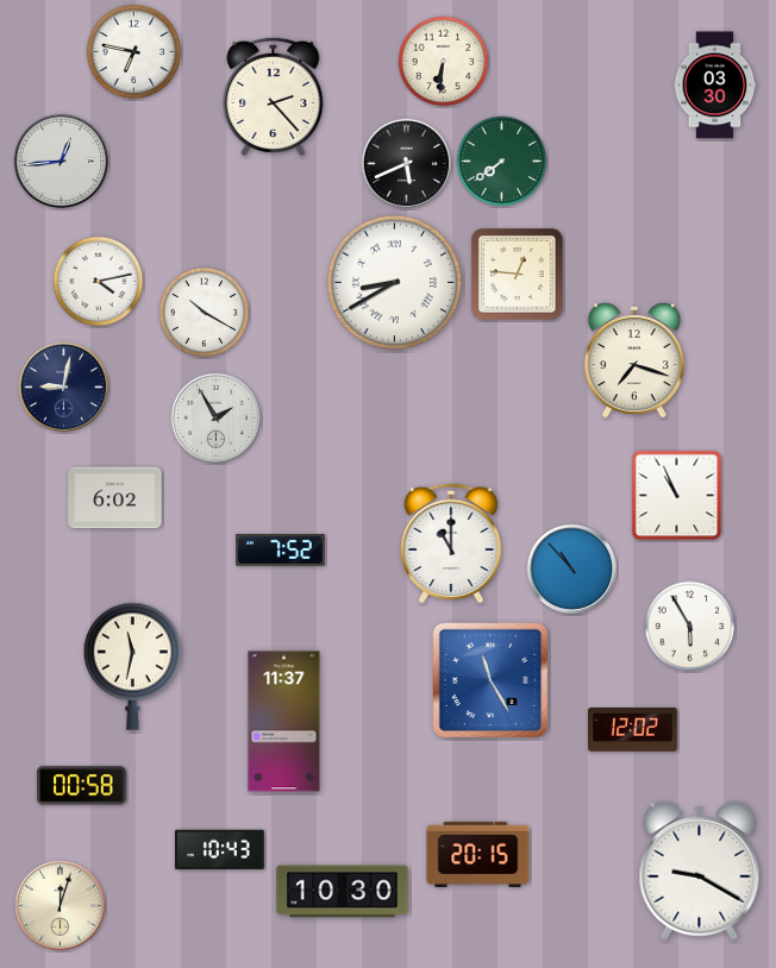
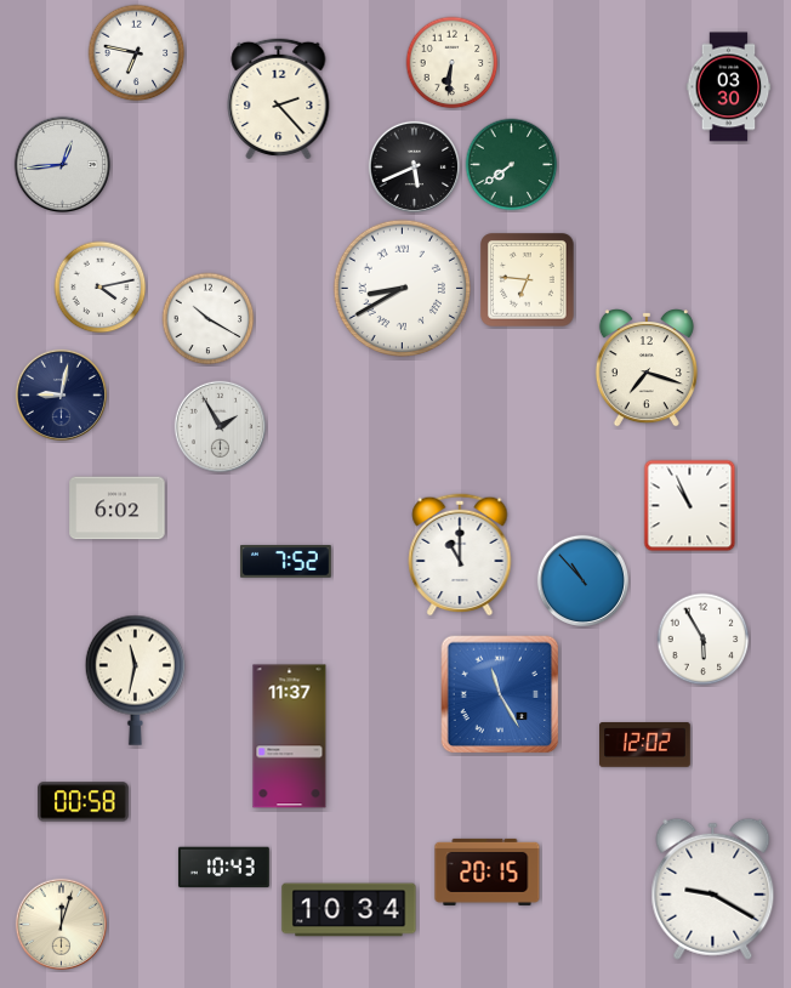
clock at (518, 275): 12:46 -> 6:46
clock at (63, 386) position: (63, 386) -> (61, 394)
clock at (343, 892): 10:30 -> 10:34
